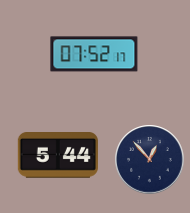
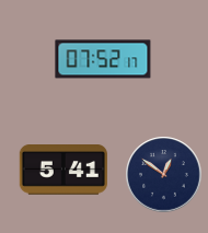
clock at (58, 156): 5:44 -> 5:41
clock at (150, 160): 12:53 -> 12:51
